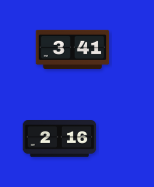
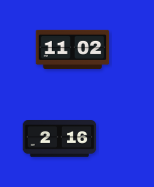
clock at (73, 49): 3:41 -> 11:02
